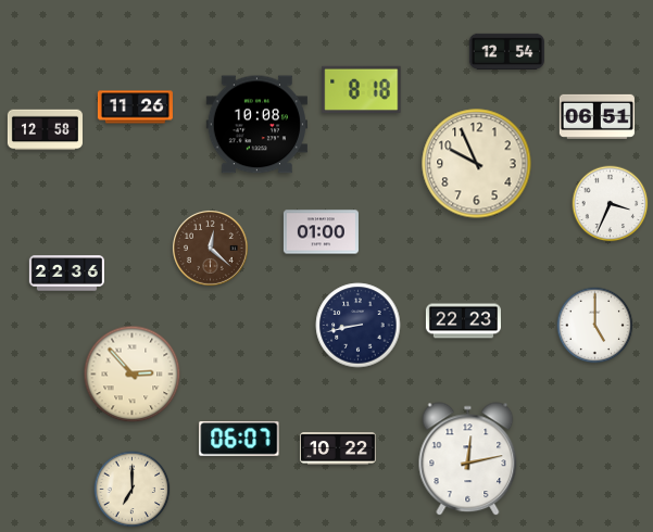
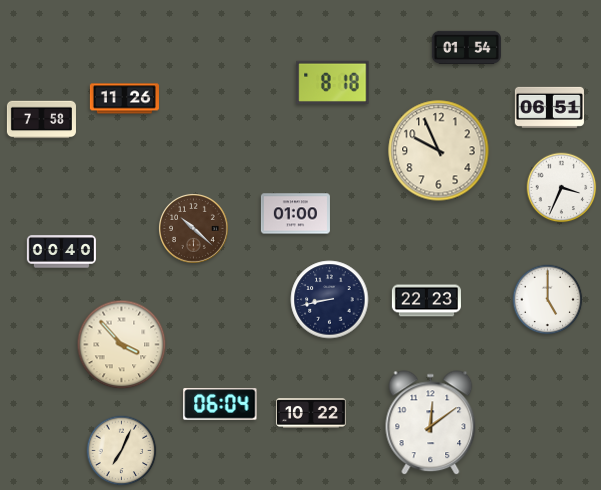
clock at (506, 51): 12:54 -> 01:54
clock at (256, 125): 10:08 -> none
clock at (45, 130): 12:58 -> 7:58
clock at (210, 248): 12:22 -> 10:22
clock at (66, 274): 22:36 -> 00:40
clock at (463, 321) position: (463, 321) -> (426, 301)
clock at (133, 375): 2:53 -> 3:53
clock at (239, 439): 06:07 -> 06:04
clock at (468, 459): 12:13 -> 12:09
clock at (133, 490): 7:00 -> 7:04
